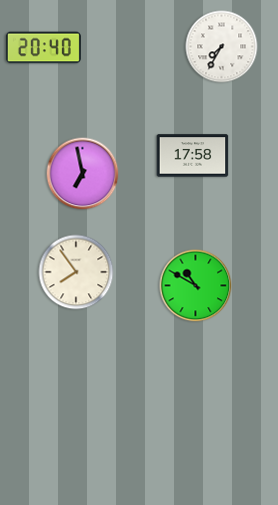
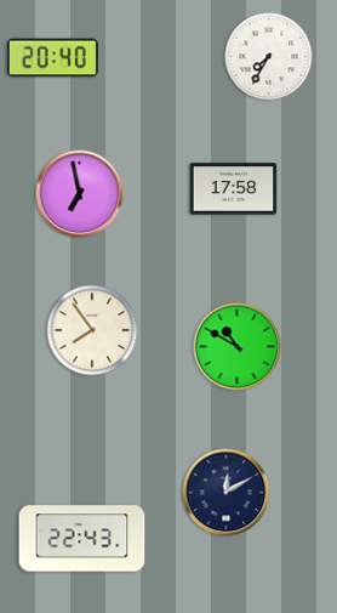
clock at (83, 174) position: (83, 174) -> (80, 194)
clock at (227, 493): none -> 12:10
clock at (82, 539): none -> 22:43
